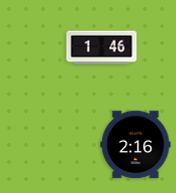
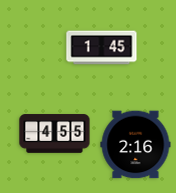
clock at (102, 48): 1:46 -> 1:45
clock at (55, 134): none -> 4:55
